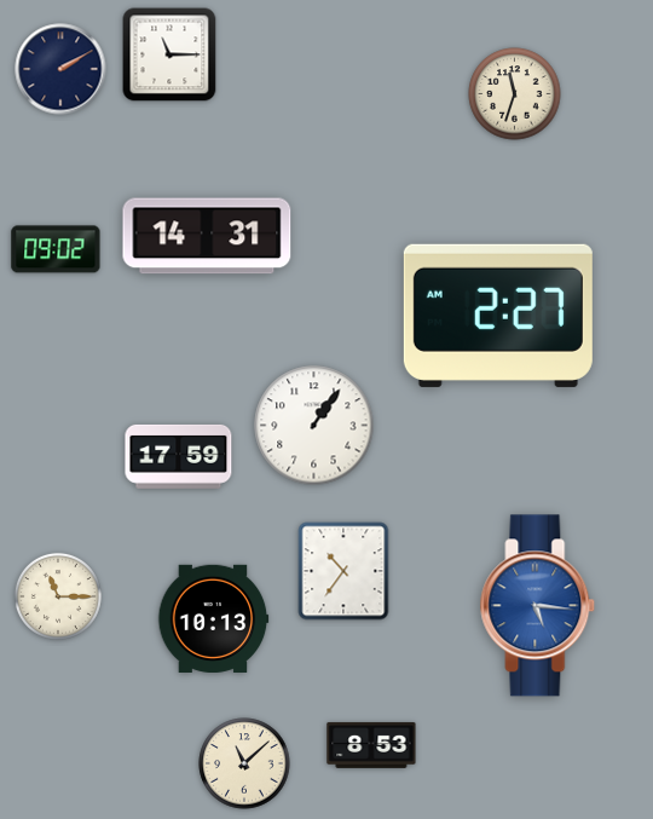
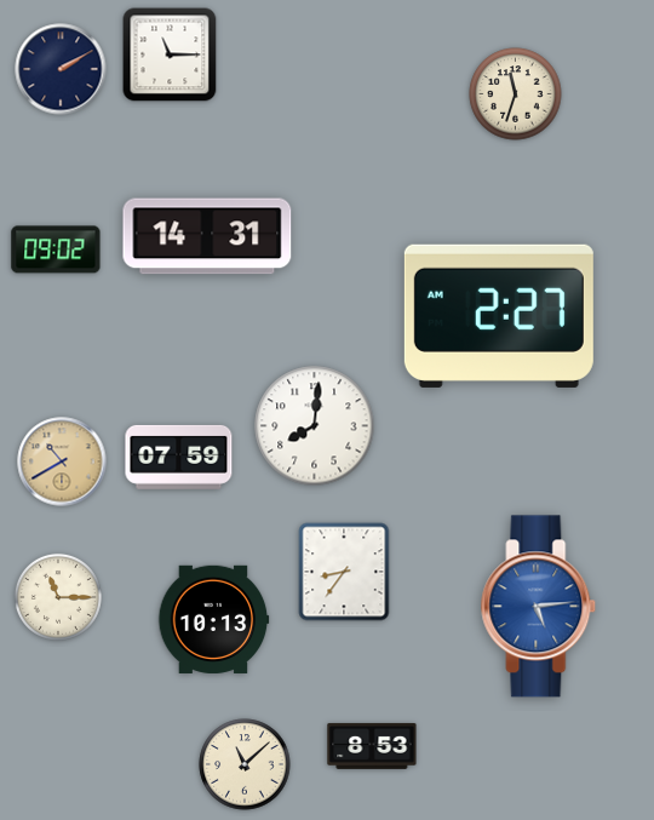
clock at (314, 426): 1:06 -> 8:01
clock at (179, 456): 17:59 -> 07:59
clock at (62, 461): none -> 10:40
clock at (343, 571): 10:36 -> 8:36
clock at (538, 606): 5:16 -> 5:14
